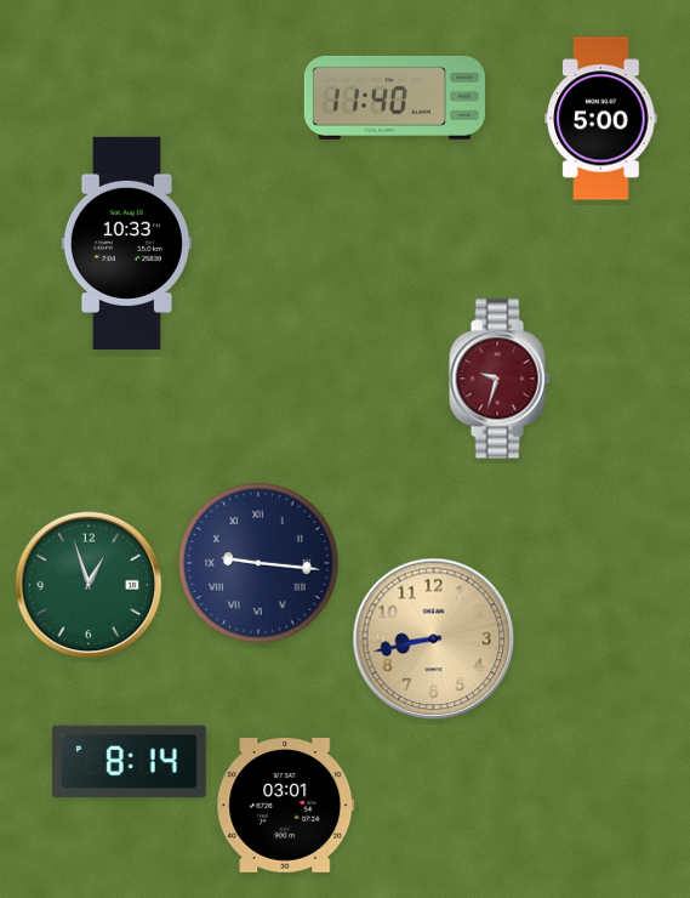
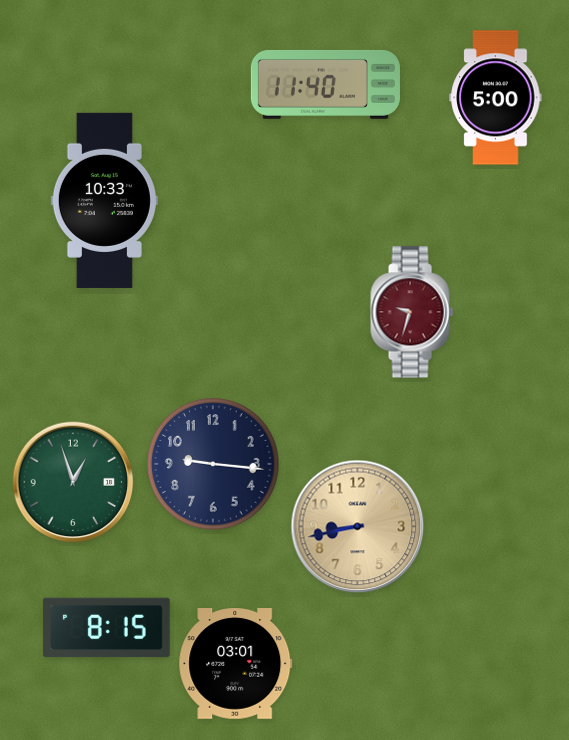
clock at (394, 97) position: (394, 97) -> (325, 84)
clock at (258, 563) numerals: Roman -> Arabic
clock at (130, 762): 8:14 -> 8:15
